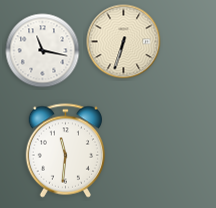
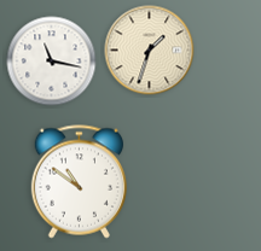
clock at (124, 42): 6:33 -> 1:33
clock at (65, 151): 11:31 -> 10:51
